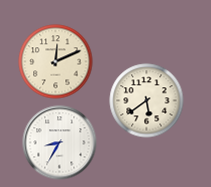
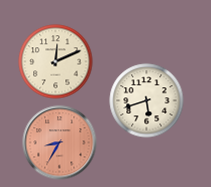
clock at (147, 101): 5:39 -> 5:42
clock at (60, 143) dial: white -> salmon
